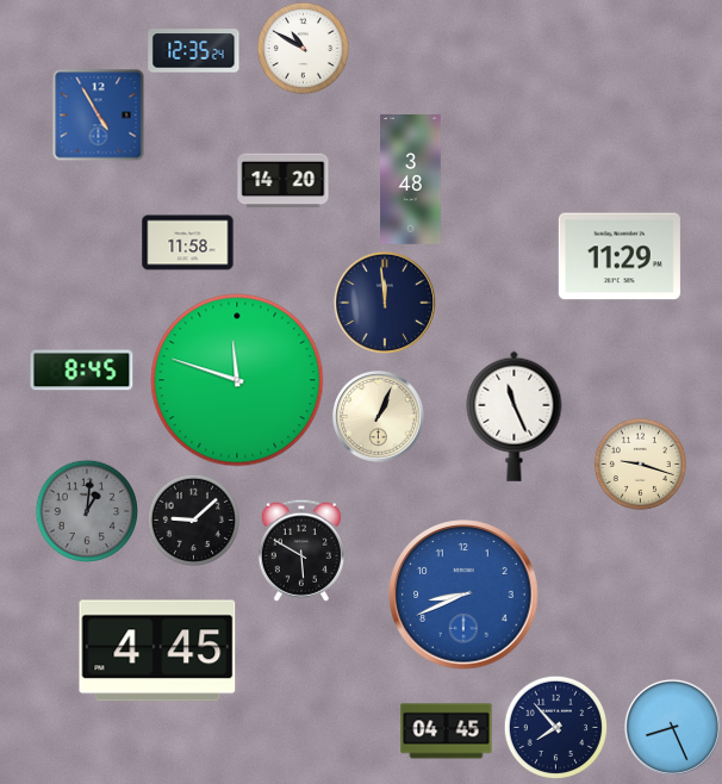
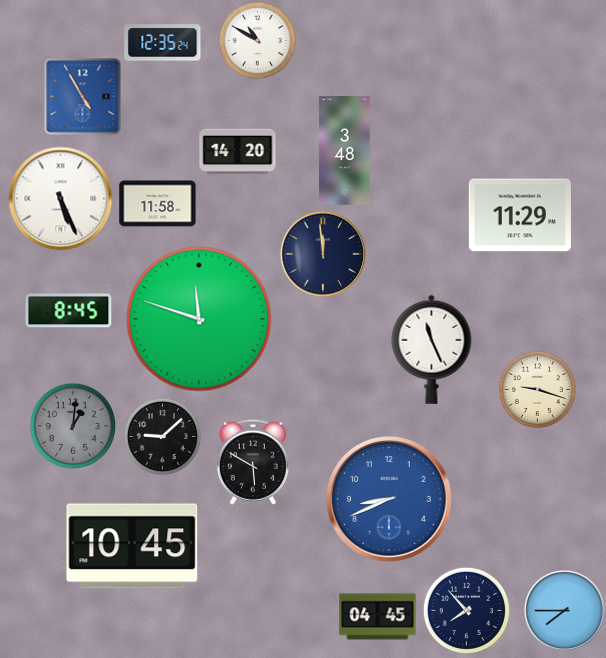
clock at (303, 48) position: (303, 48) -> (257, 40)
clock at (61, 199): none -> 5:26
clock at (379, 417): 1:04 -> none
clock at (86, 510) position: (86, 510) -> (72, 425)
clock at (157, 651): 4:45 -> 10:45
clock at (672, 727): 8:26 -> 7:45
clock at (447, 732) position: (447, 732) -> (378, 617)
